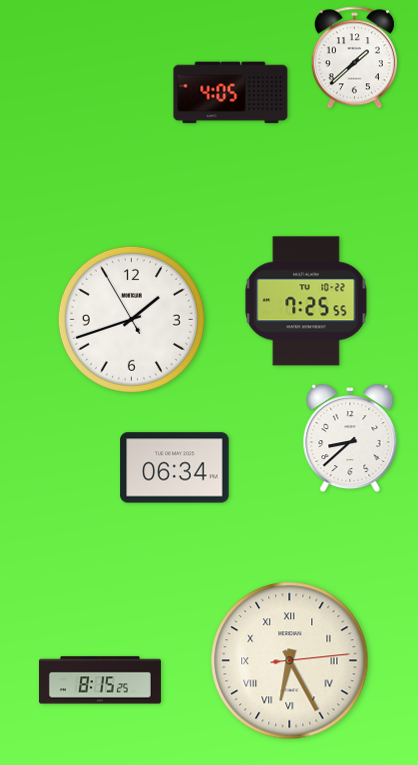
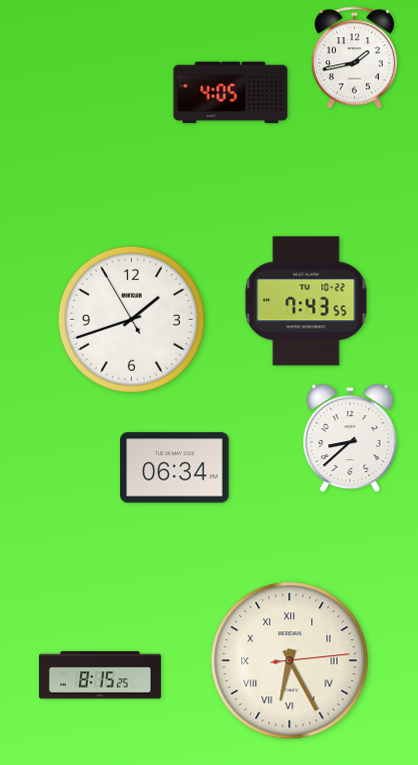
clock at (354, 58): 1:38 -> 1:43
clock at (306, 301): 7:25 -> 7:43
clock at (100, 680) position: (100, 680) -> (100, 675)
